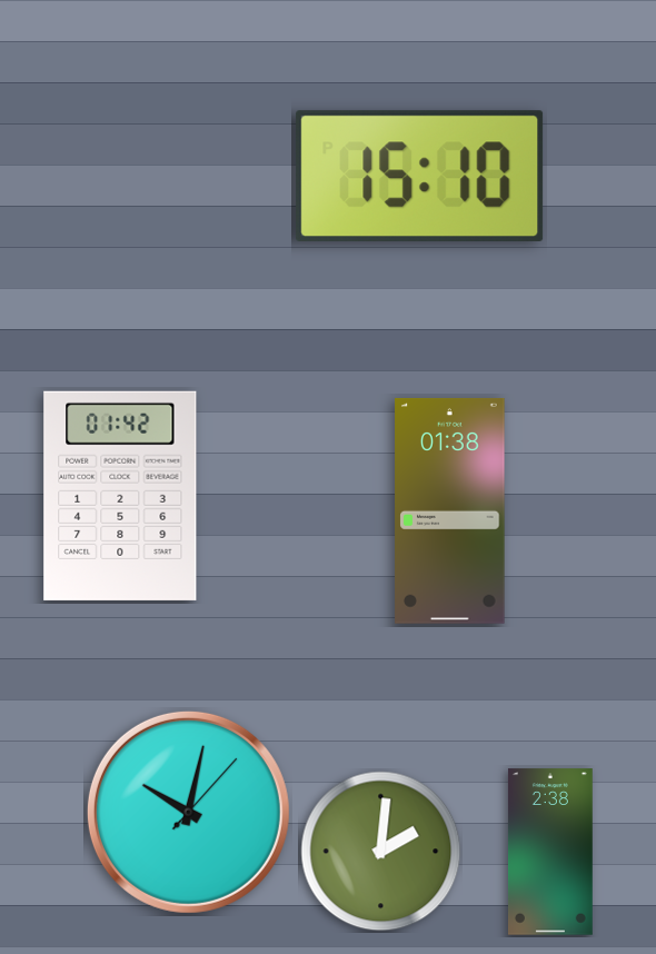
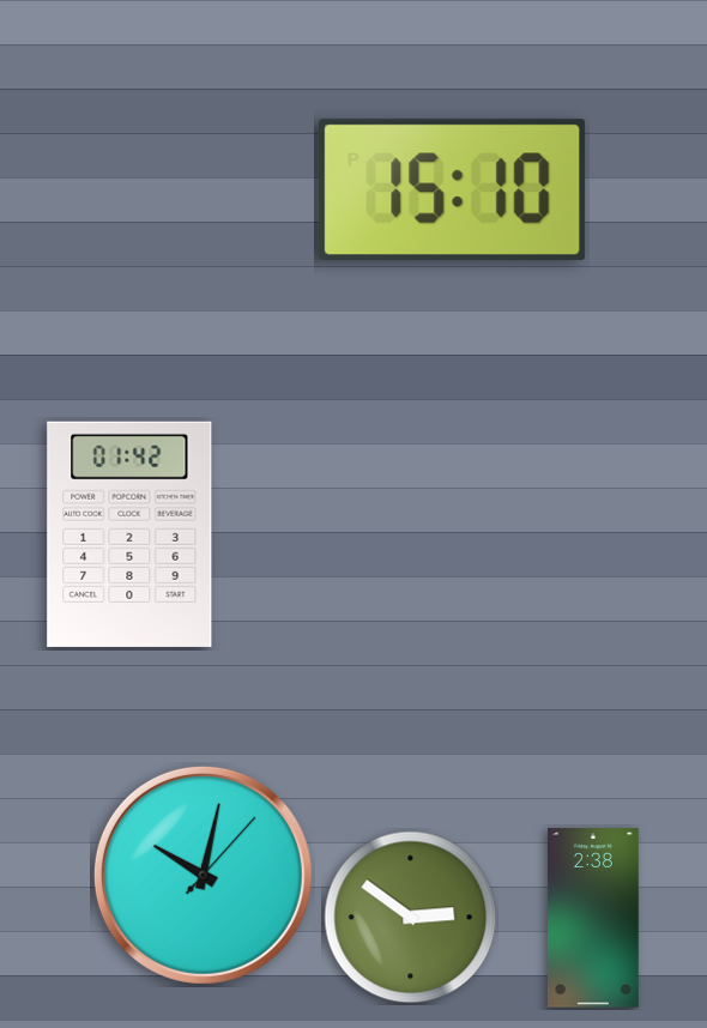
clock at (450, 510): 01:38 -> none
clock at (381, 852): 2:01 -> 2:51
